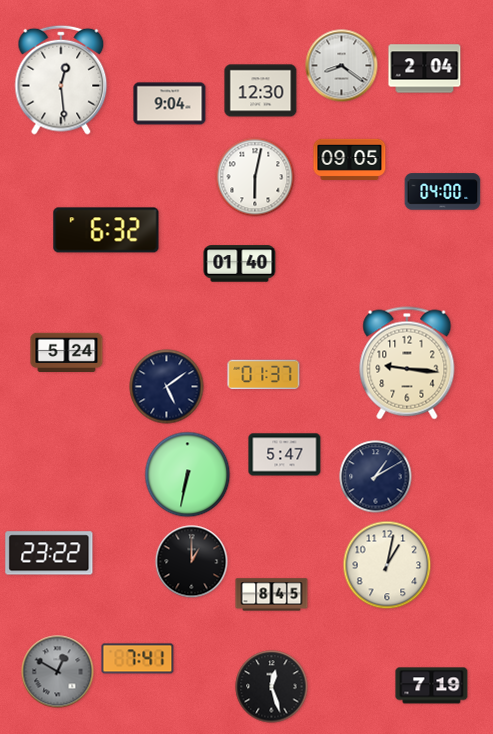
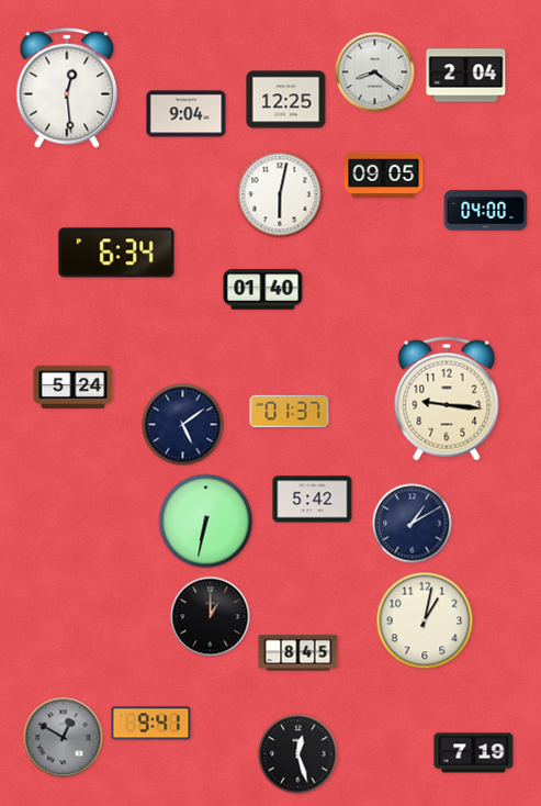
clock at (261, 91): 12:30 -> 12:25
clock at (106, 230): 6:32 -> 6:34
clock at (285, 455): 5:47 -> 5:42
clock at (49, 553): 23:22 -> none
clock at (138, 659): 7:41 -> 9:41
